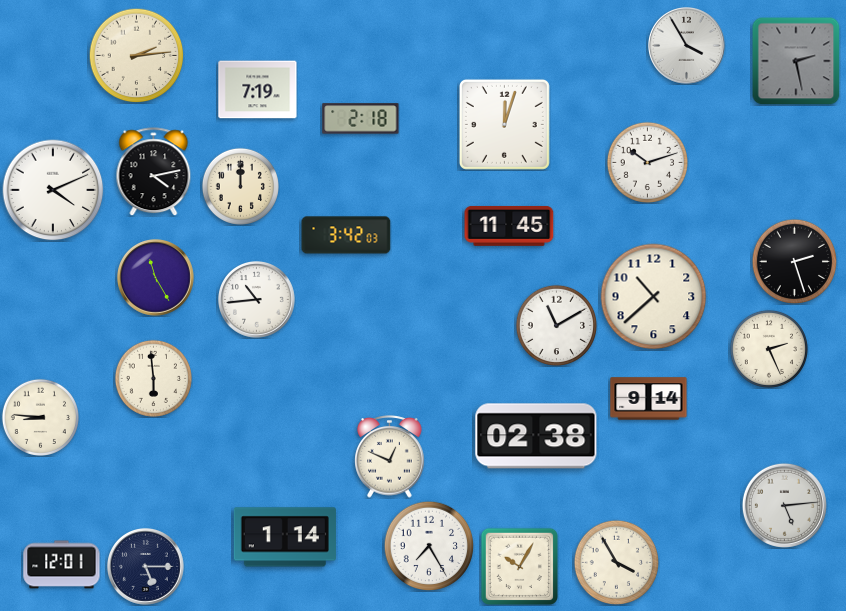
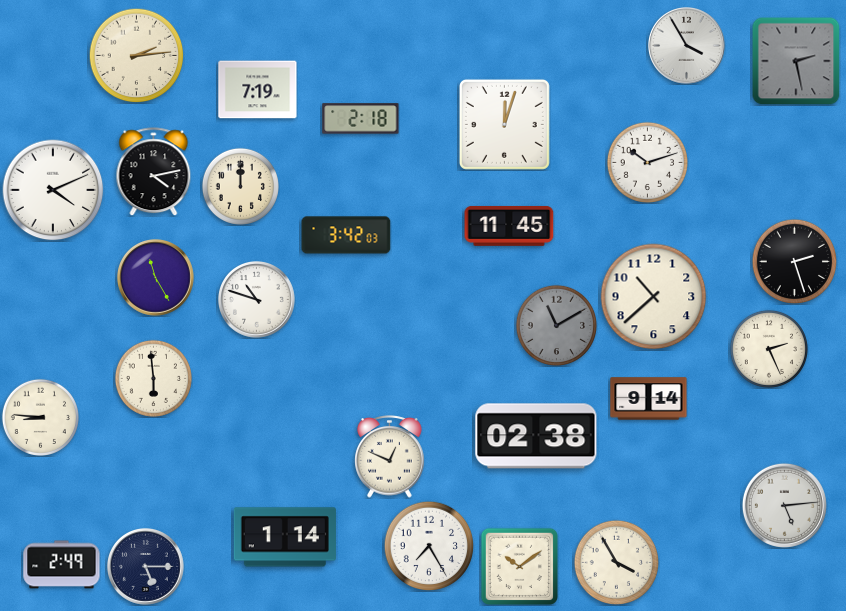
clock at (257, 300): 10:44 -> 10:48
clock at (556, 325) dial: white -> grey
clock at (62, 565): 12:01 -> 2:49
clock at (519, 566): 10:05 -> 10:09
